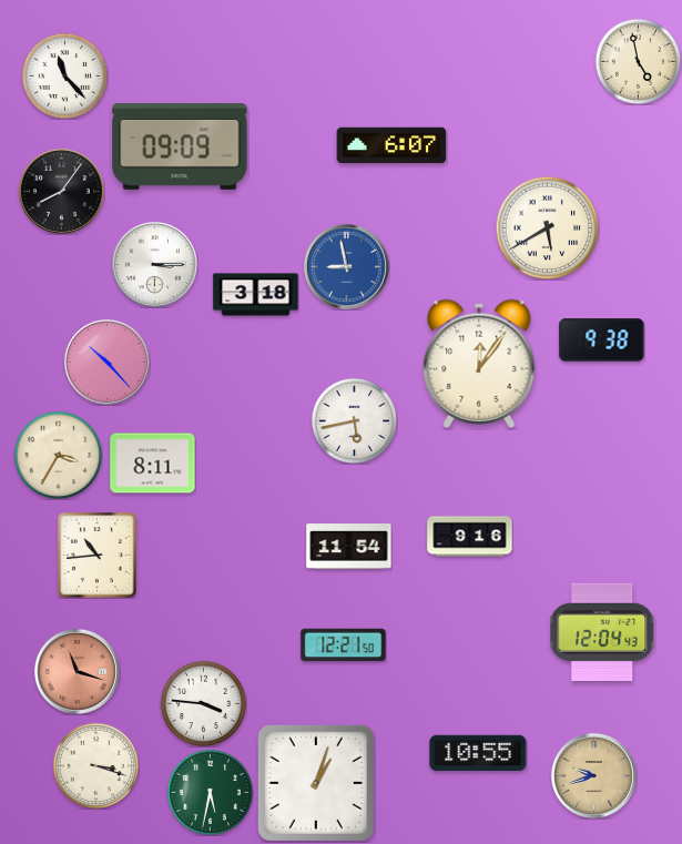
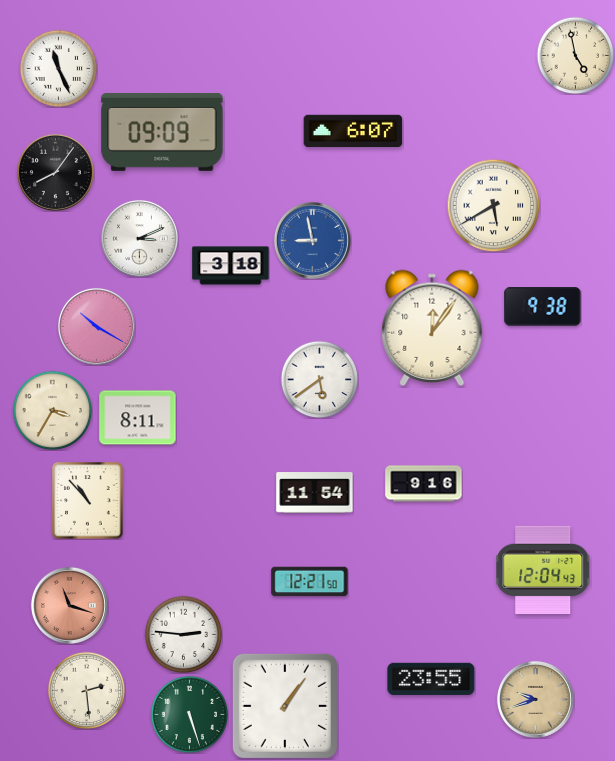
clock at (64, 75): 11:23 -> 11:26
clock at (154, 264): 3:15 -> 3:11
clock at (106, 362): 10:23 -> 10:20
clock at (354, 420): 5:43 -> 5:39
clock at (98, 556): 10:44 -> 10:53
clock at (203, 703): 3:46 -> 2:46
clock at (478, 753): 10:55 -> 23:55
clock at (95, 765): 3:18 -> 2:29
clock at (316, 783): 1:03 -> 1:06
clock at (210, 792): 5:32 -> 5:27
